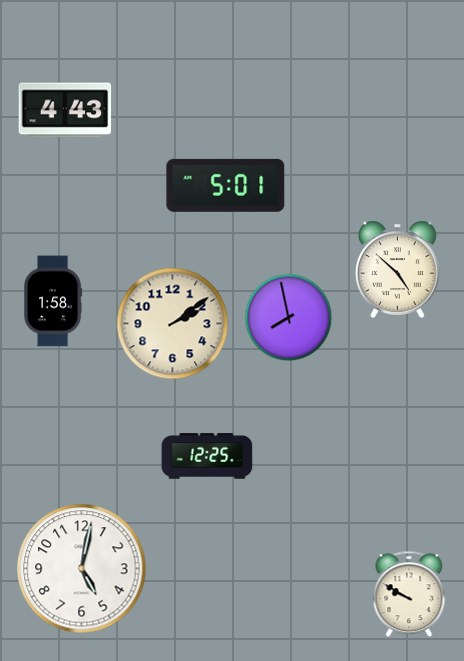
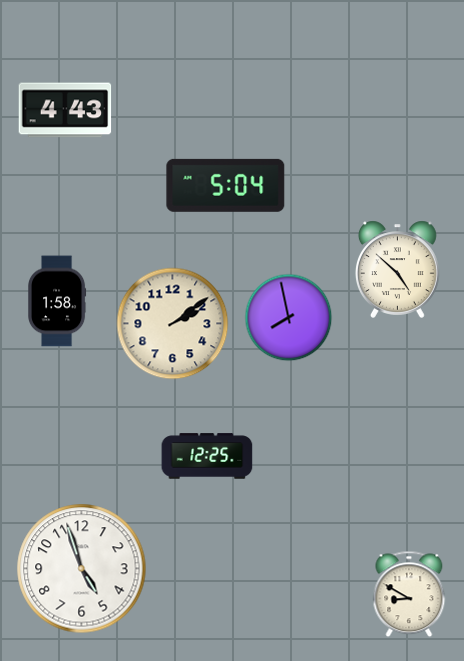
clock at (226, 185): 5:01 -> 5:04
clock at (54, 301) position: (54, 301) -> (58, 301)
clock at (82, 569): 5:02 -> 4:57
clock at (409, 594): 9:50 -> 8:50
